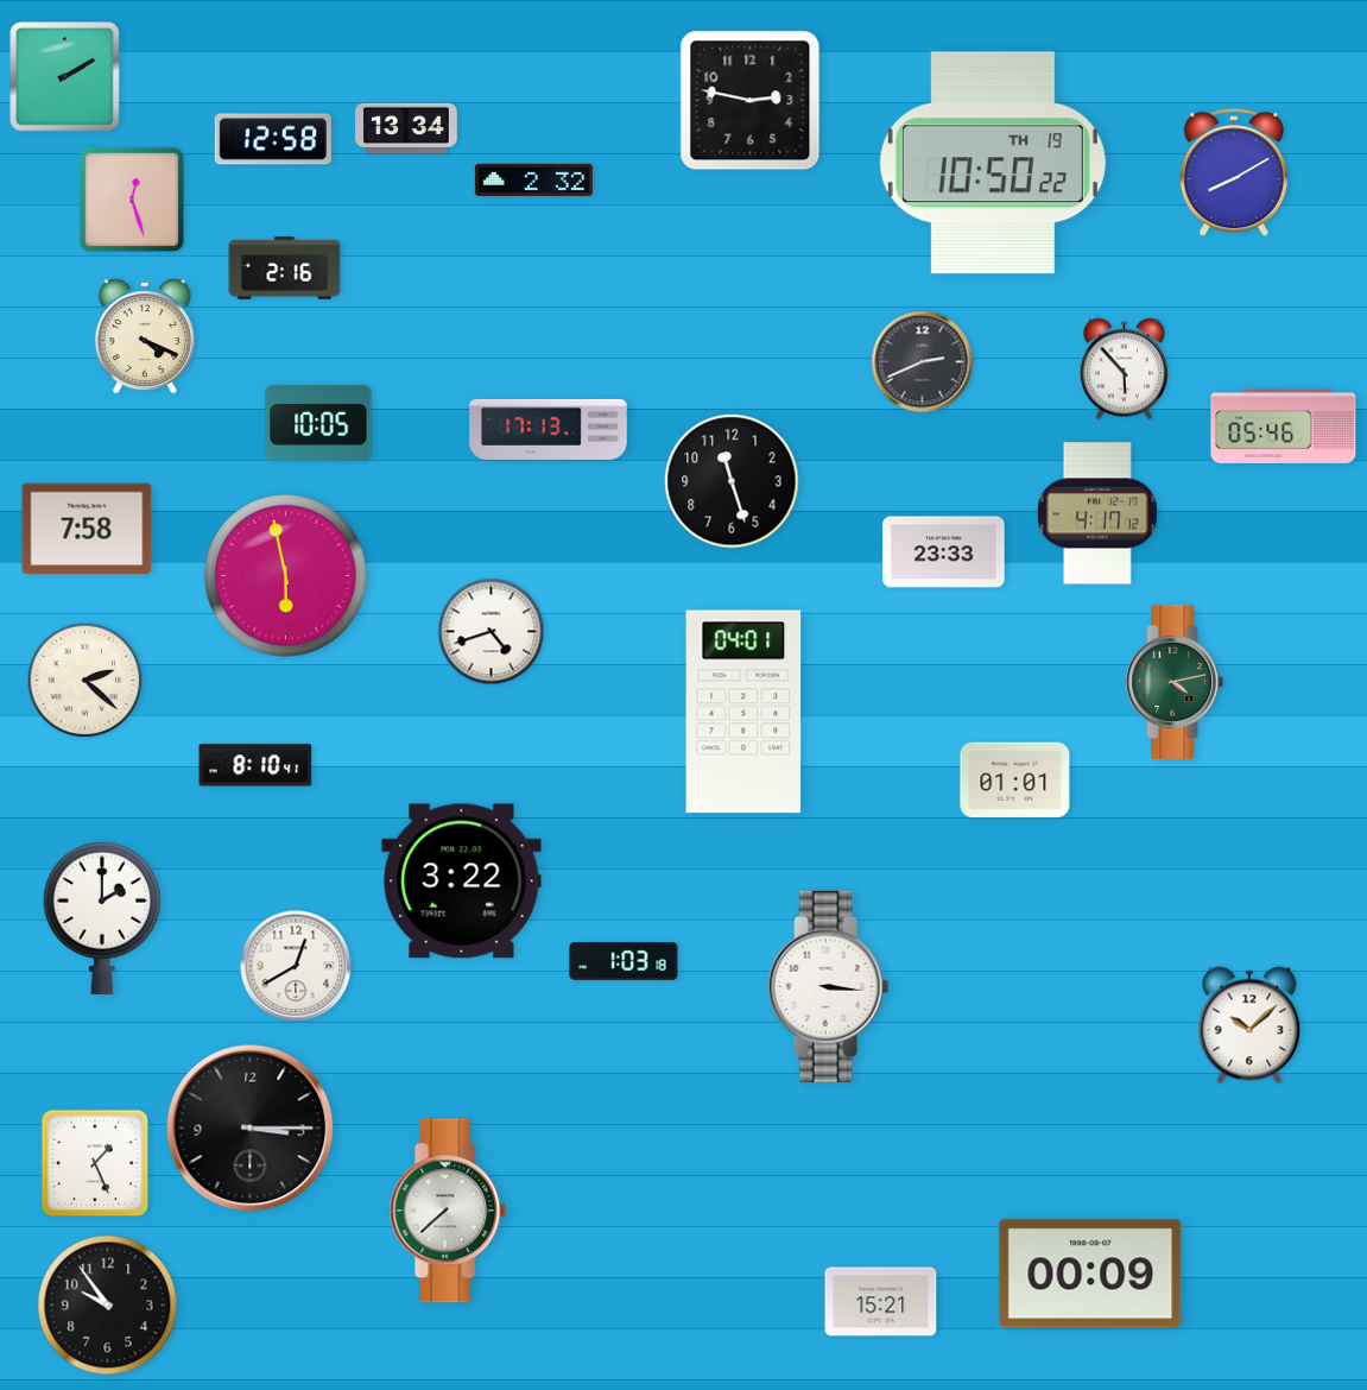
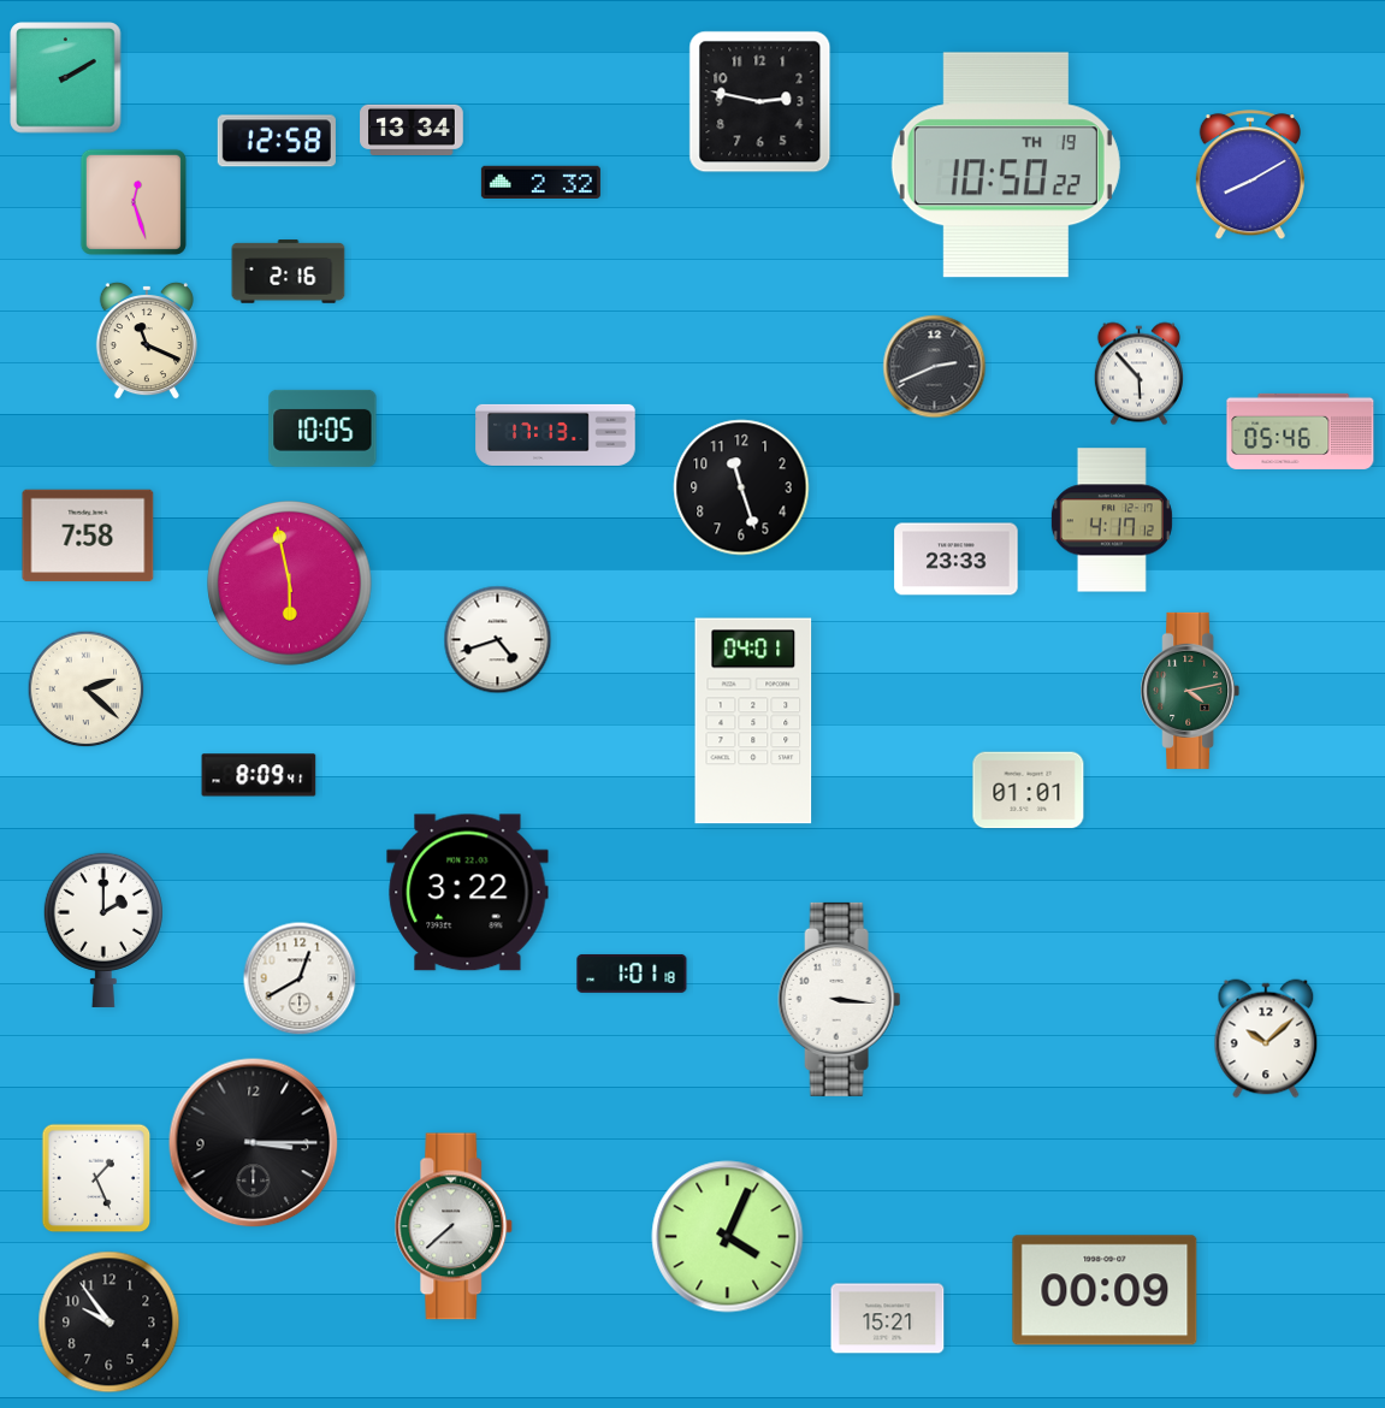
clock at (145, 336): 4:19 -> 11:19
clock at (255, 765): 8:10 -> 8:09
clock at (624, 961): 1:03 -> 1:01
clock at (728, 1237): none -> 4:04
clock at (881, 1302) position: (881, 1302) -> (888, 1319)
